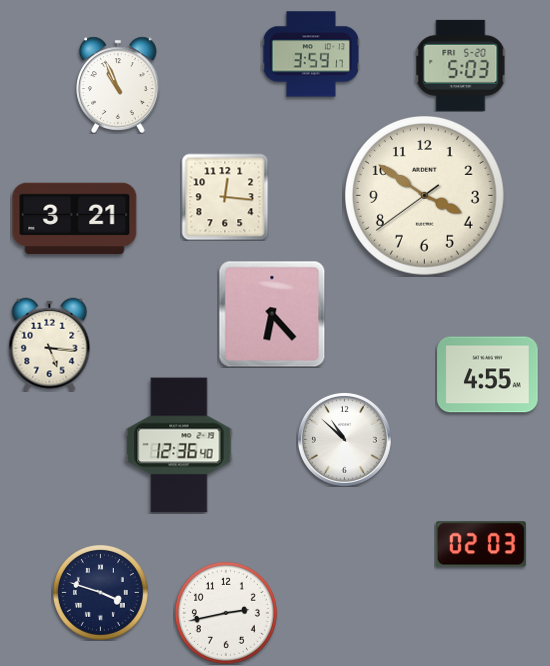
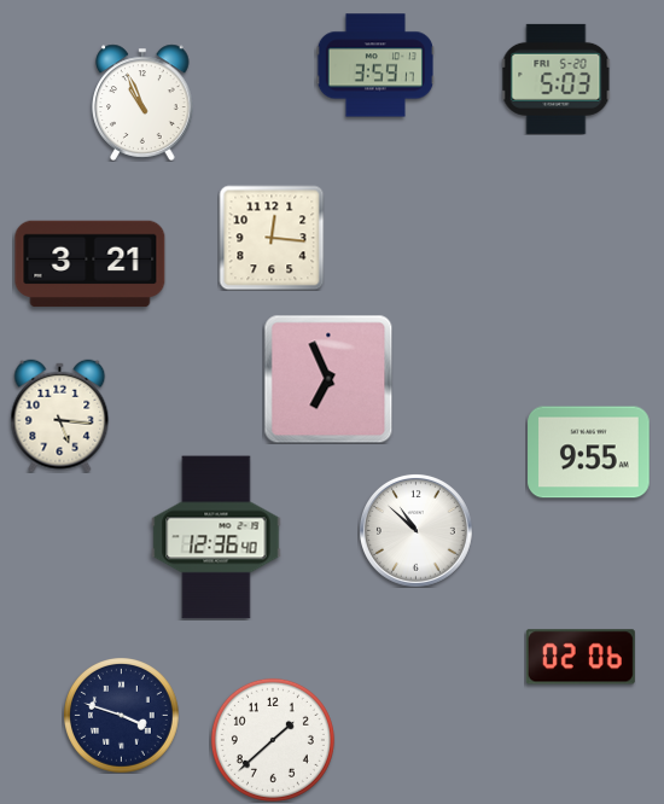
clock at (425, 196): 3:50 -> none
clock at (272, 314): 6:23 -> 6:56
clock at (488, 375): 4:55 -> 9:55
clock at (481, 544): 02:03 -> 02:06
clock at (226, 613): 2:43 -> 1:38
